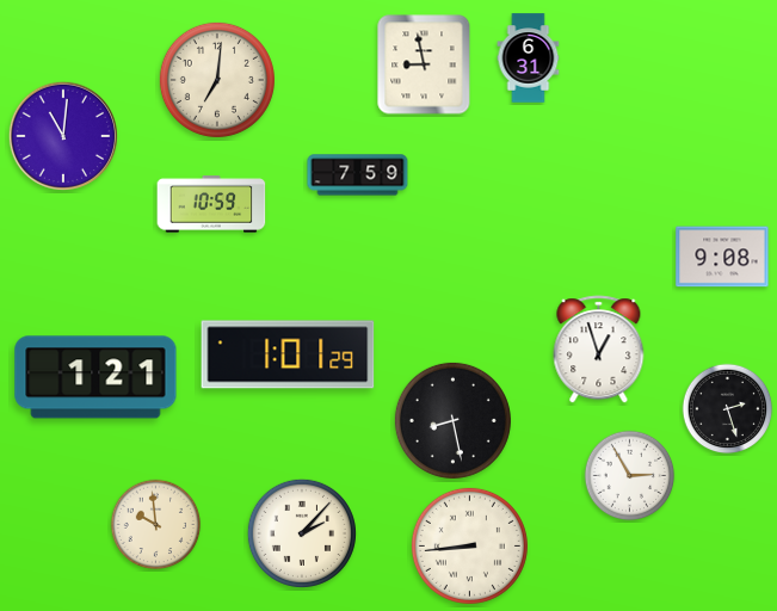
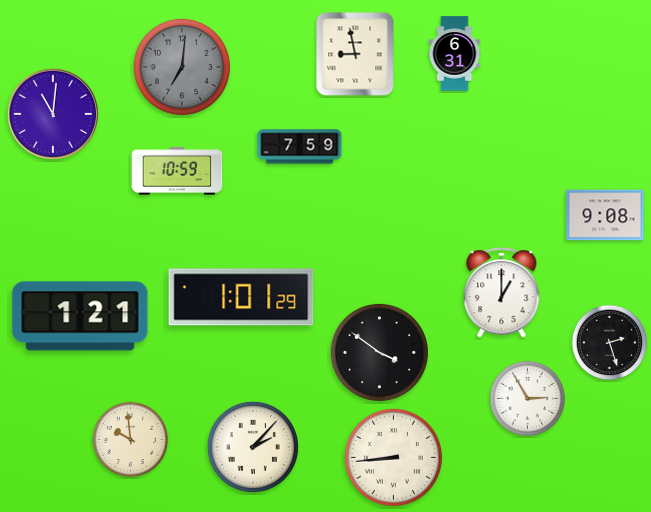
clock at (529, 58) position: (529, 58) -> (455, 54)
clock at (217, 80) dial: cream -> grey
clock at (599, 350): 12:57 -> 1:00
clock at (452, 420): 8:28 -> 3:51
